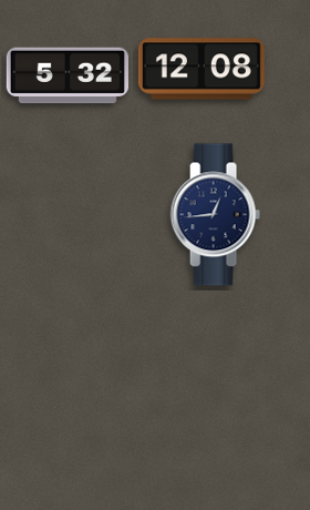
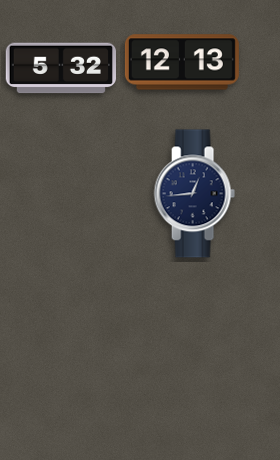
clock at (201, 69): 12:08 -> 12:13
